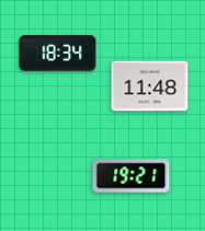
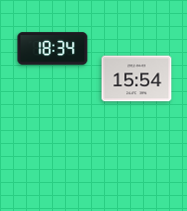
clock at (150, 86): 11:48 -> 15:54
clock at (132, 176): 19:21 -> none
